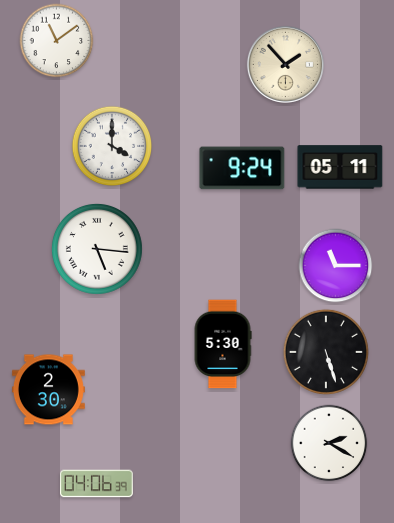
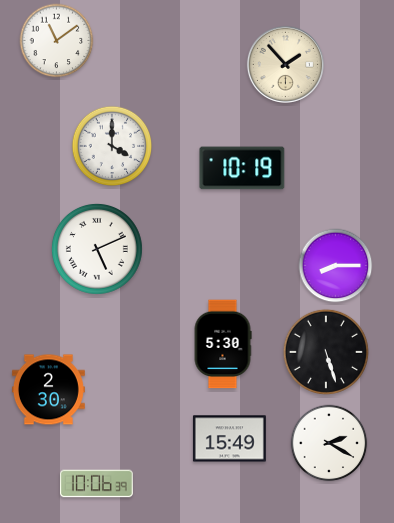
clock at (340, 167): 05:11 -> none
clock at (242, 168): 9:24 -> 10:19
clock at (97, 249): 5:16 -> 5:11
clock at (336, 266): 11:15 -> 8:15
clock at (229, 439): none -> 15:49
clock at (96, 484): 04:06 -> 10:06
